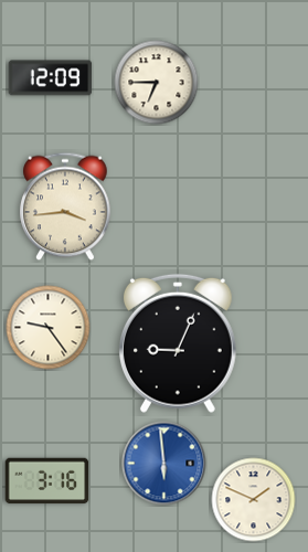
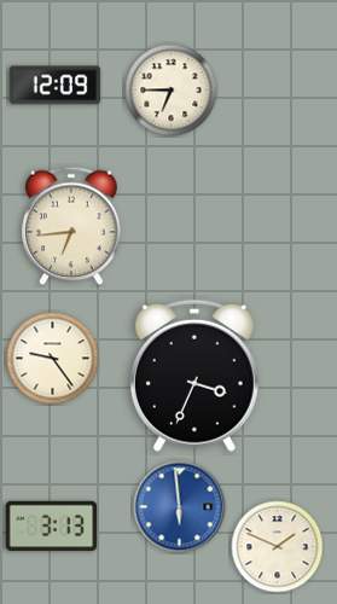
clock at (66, 206): 3:44 -> 6:44
clock at (178, 343): 9:04 -> 3:34
clock at (47, 481): 3:16 -> 3:13
